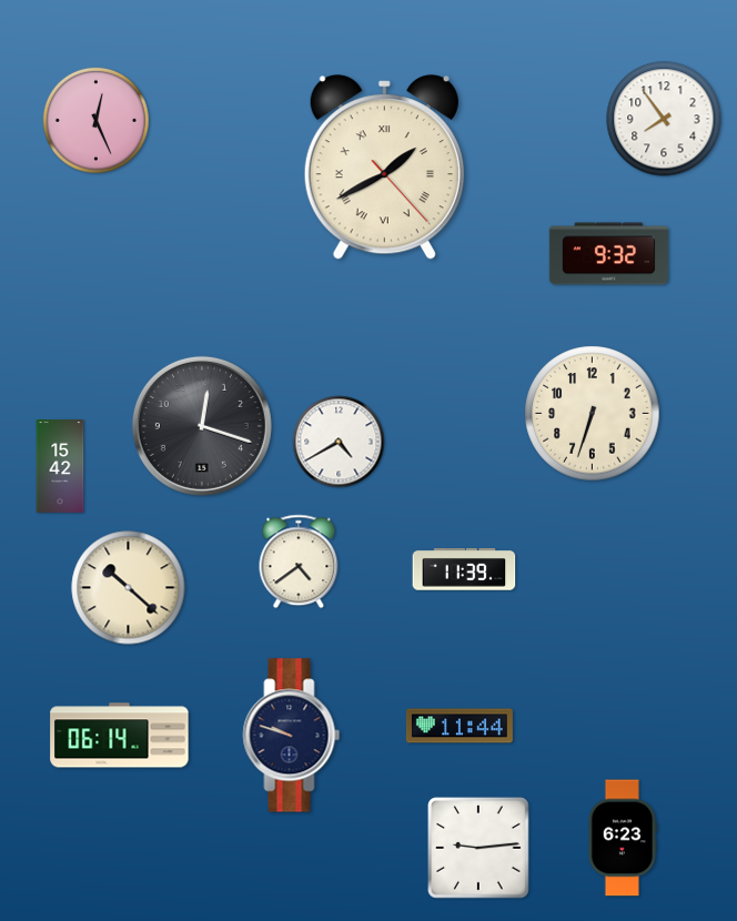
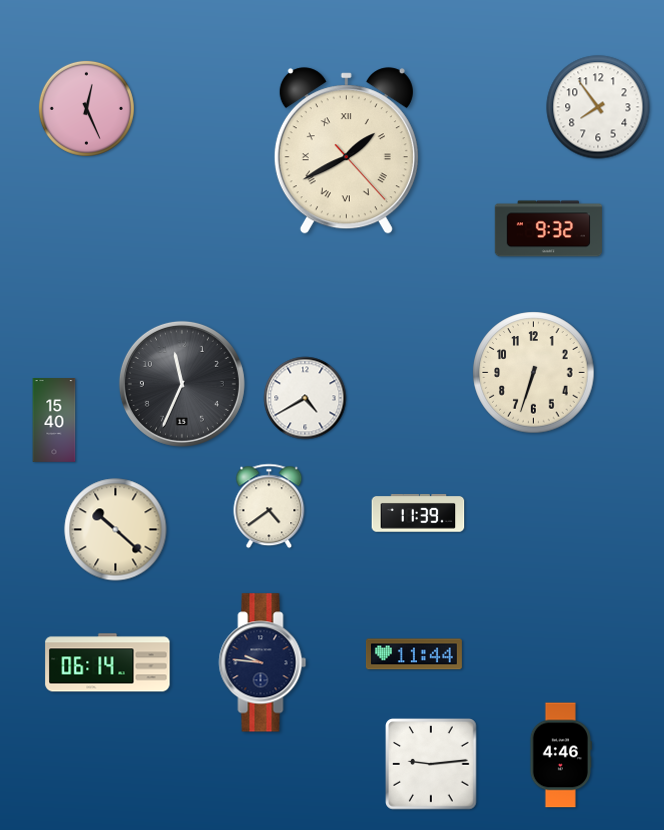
clock at (202, 426): 12:18 -> 11:34
clock at (60, 467): 15:42 -> 15:40
clock at (292, 736): 9:48 -> 9:46
clock at (623, 838): 6:23 -> 4:46
